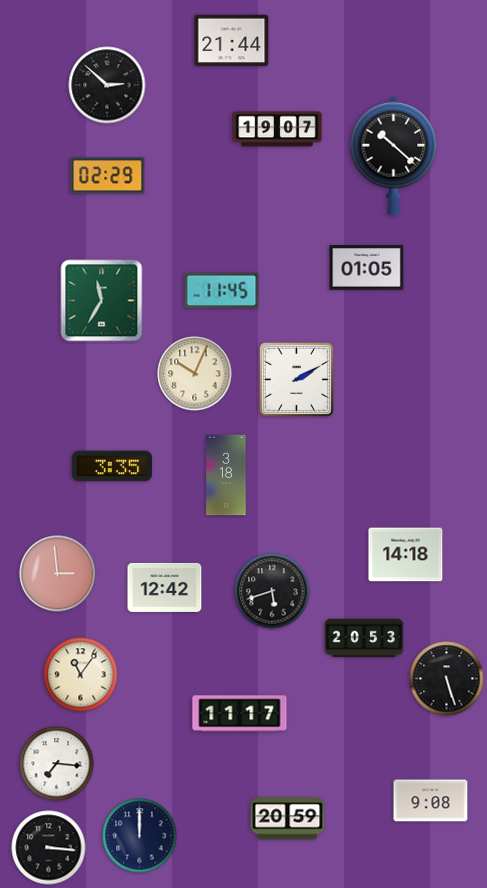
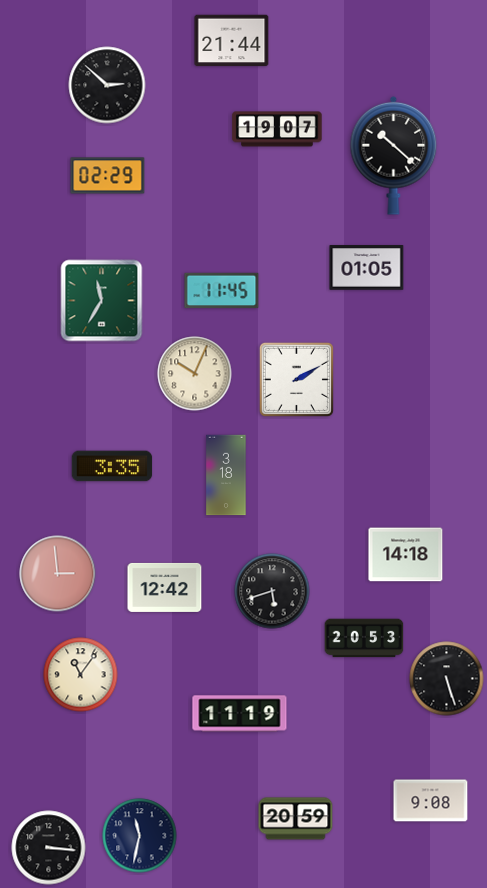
clock at (240, 714): 11:17 -> 11:19
clock at (57, 764): 7:16 -> none
clock at (288, 819) position: (288, 819) -> (296, 819)
clock at (140, 836): 12:00 -> 11:32
